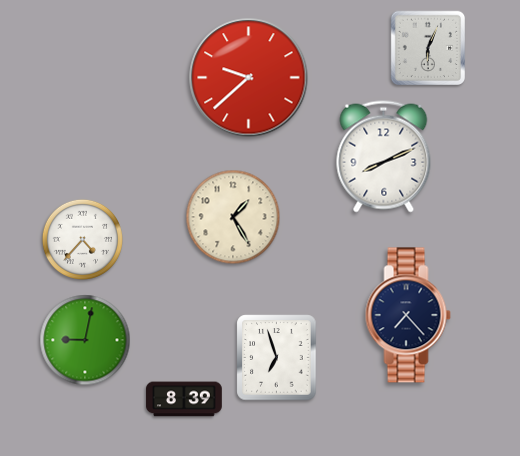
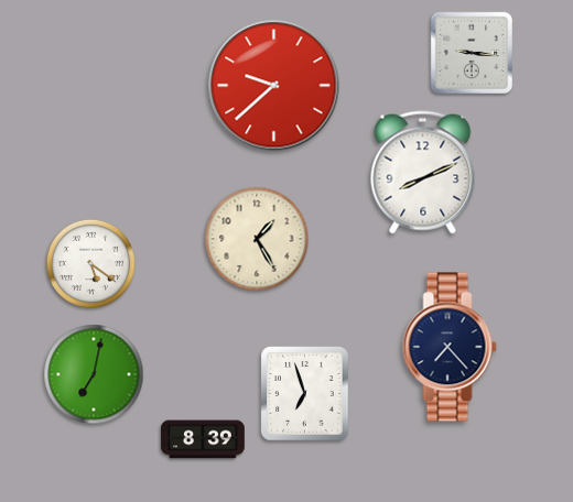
clock at (427, 47): 6:04 -> 9:16
clock at (82, 239): 4:37 -> 5:21
clock at (85, 340): 9:02 -> 7:02
